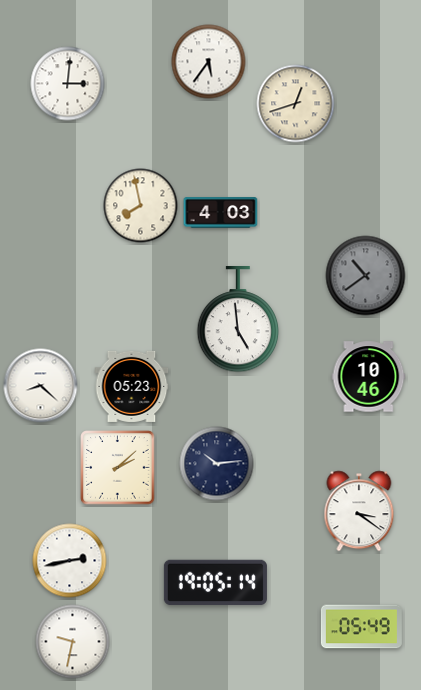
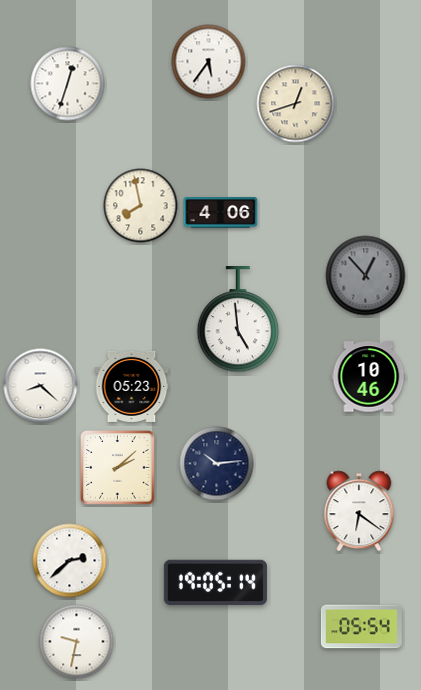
clock at (68, 84): 3:01 -> 12:33
clock at (221, 213): 4:03 -> 4:06
clock at (366, 276): 10:39 -> 12:53
clock at (359, 511): 3:21 -> 6:21
clock at (70, 561): 2:43 -> 2:38
clock at (361, 627): 05:49 -> 05:54
clock at (73, 642) position: (73, 642) -> (77, 642)
